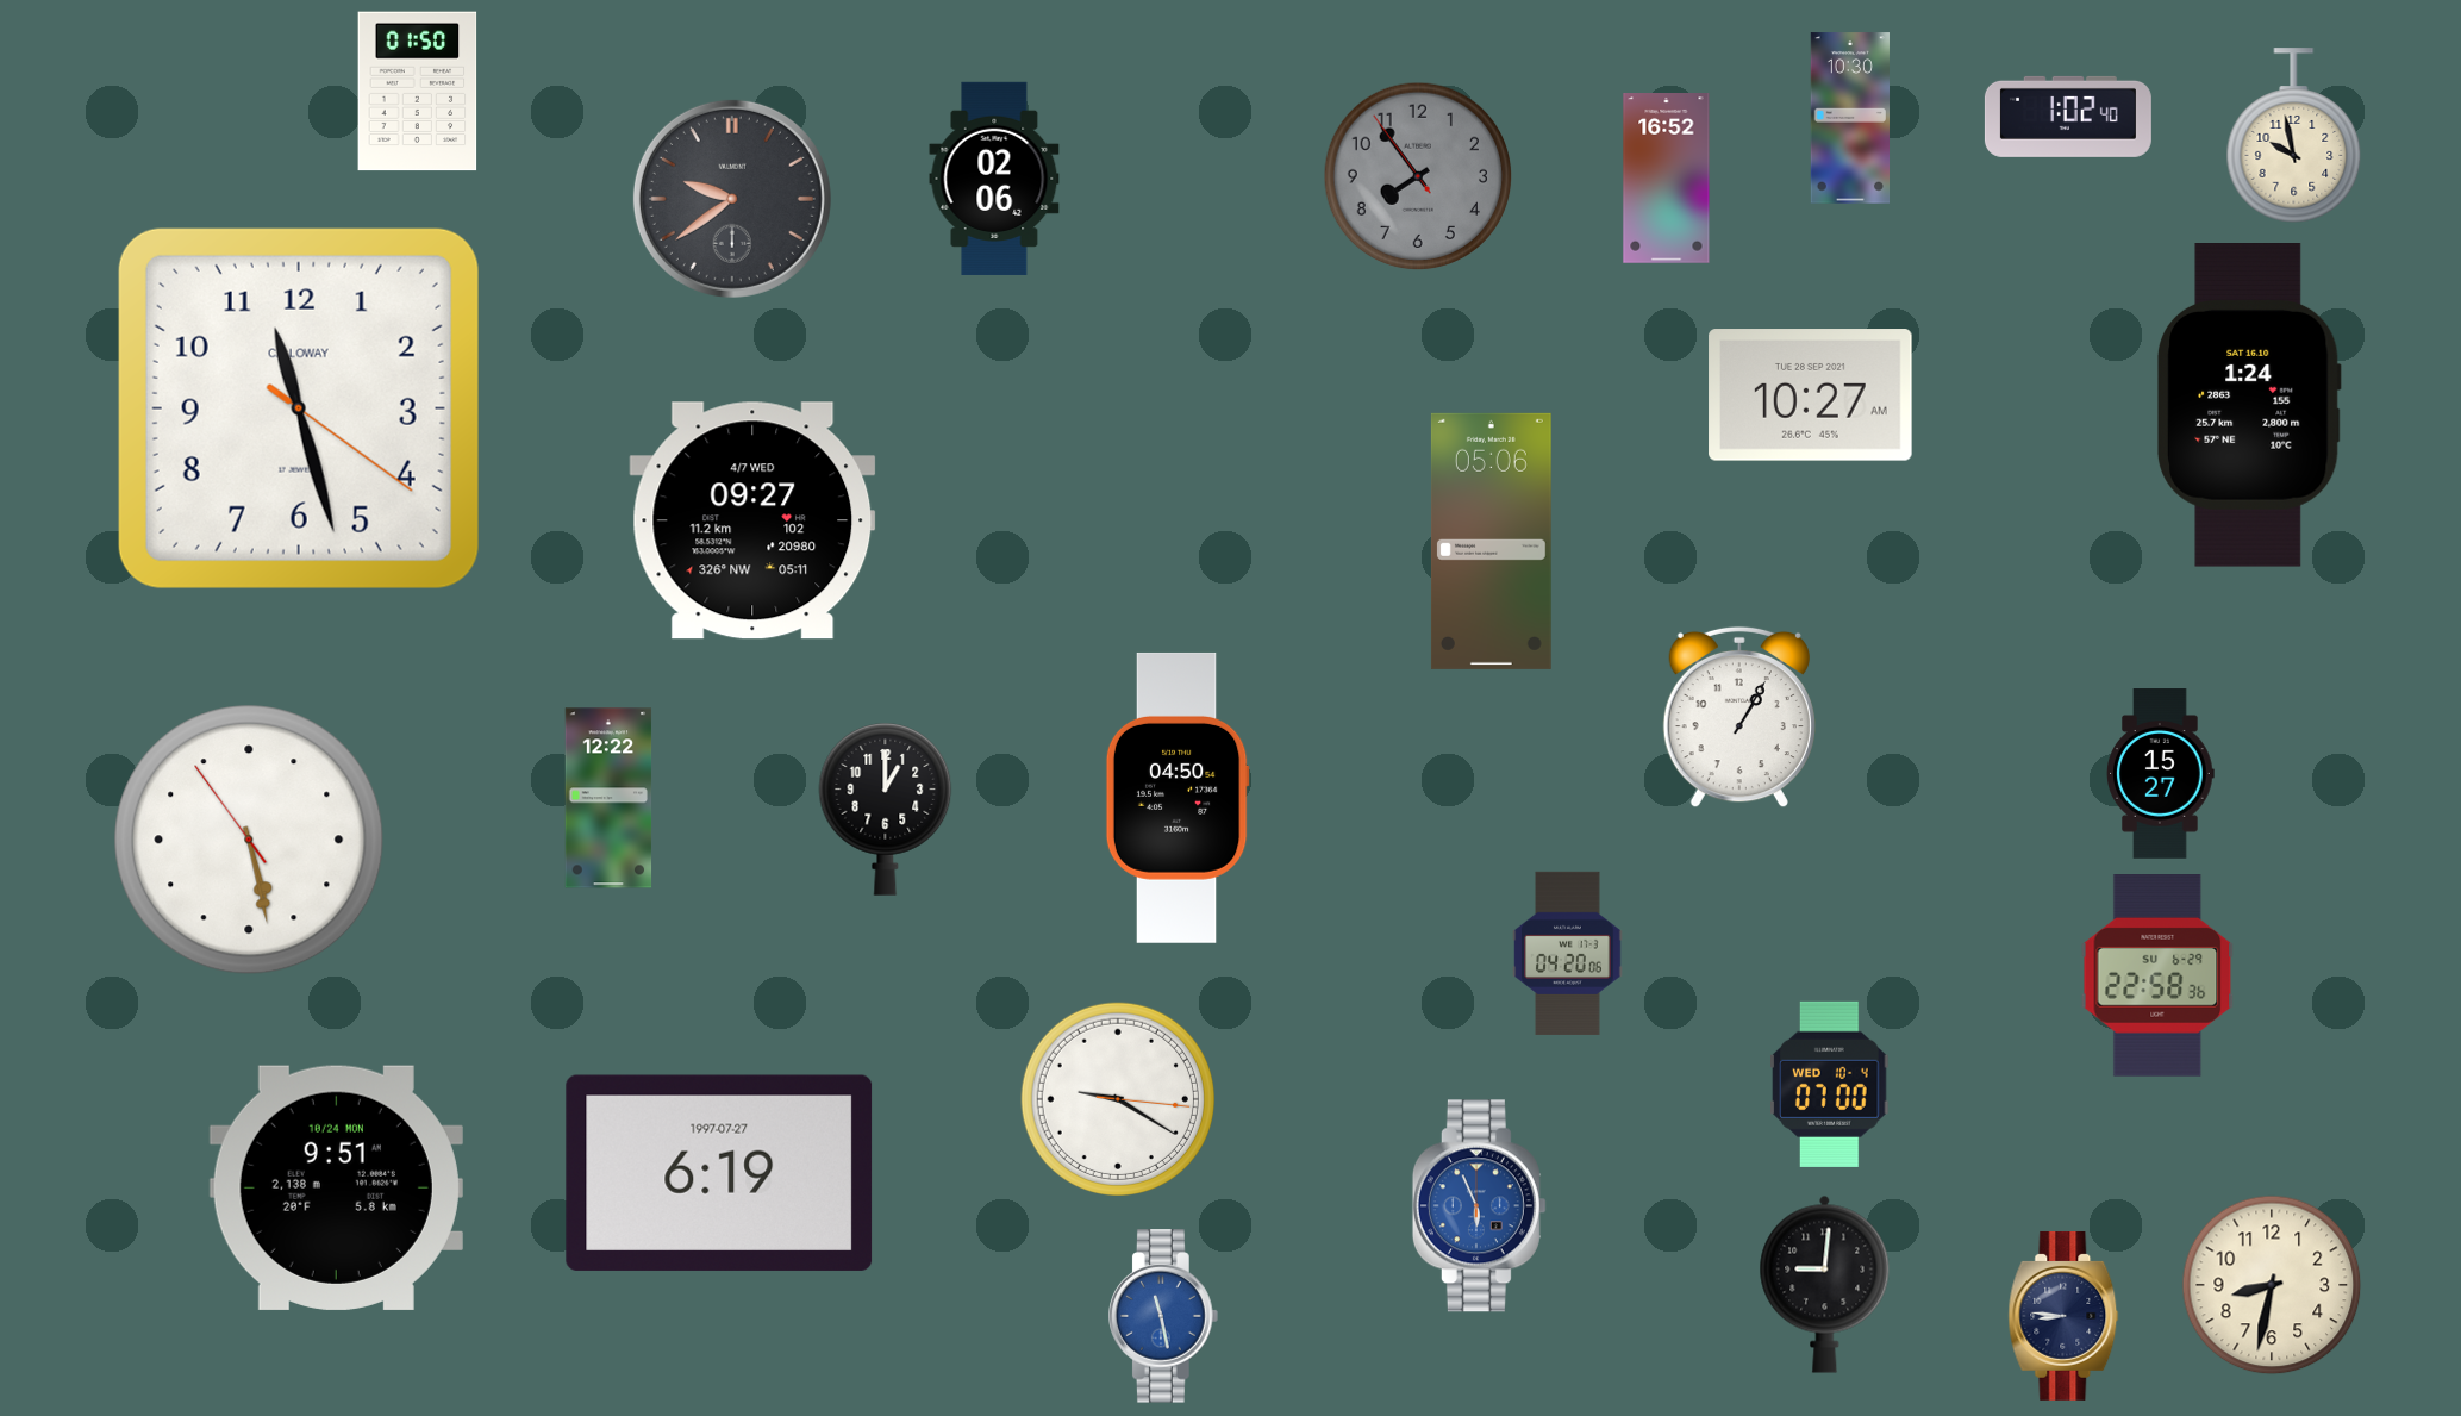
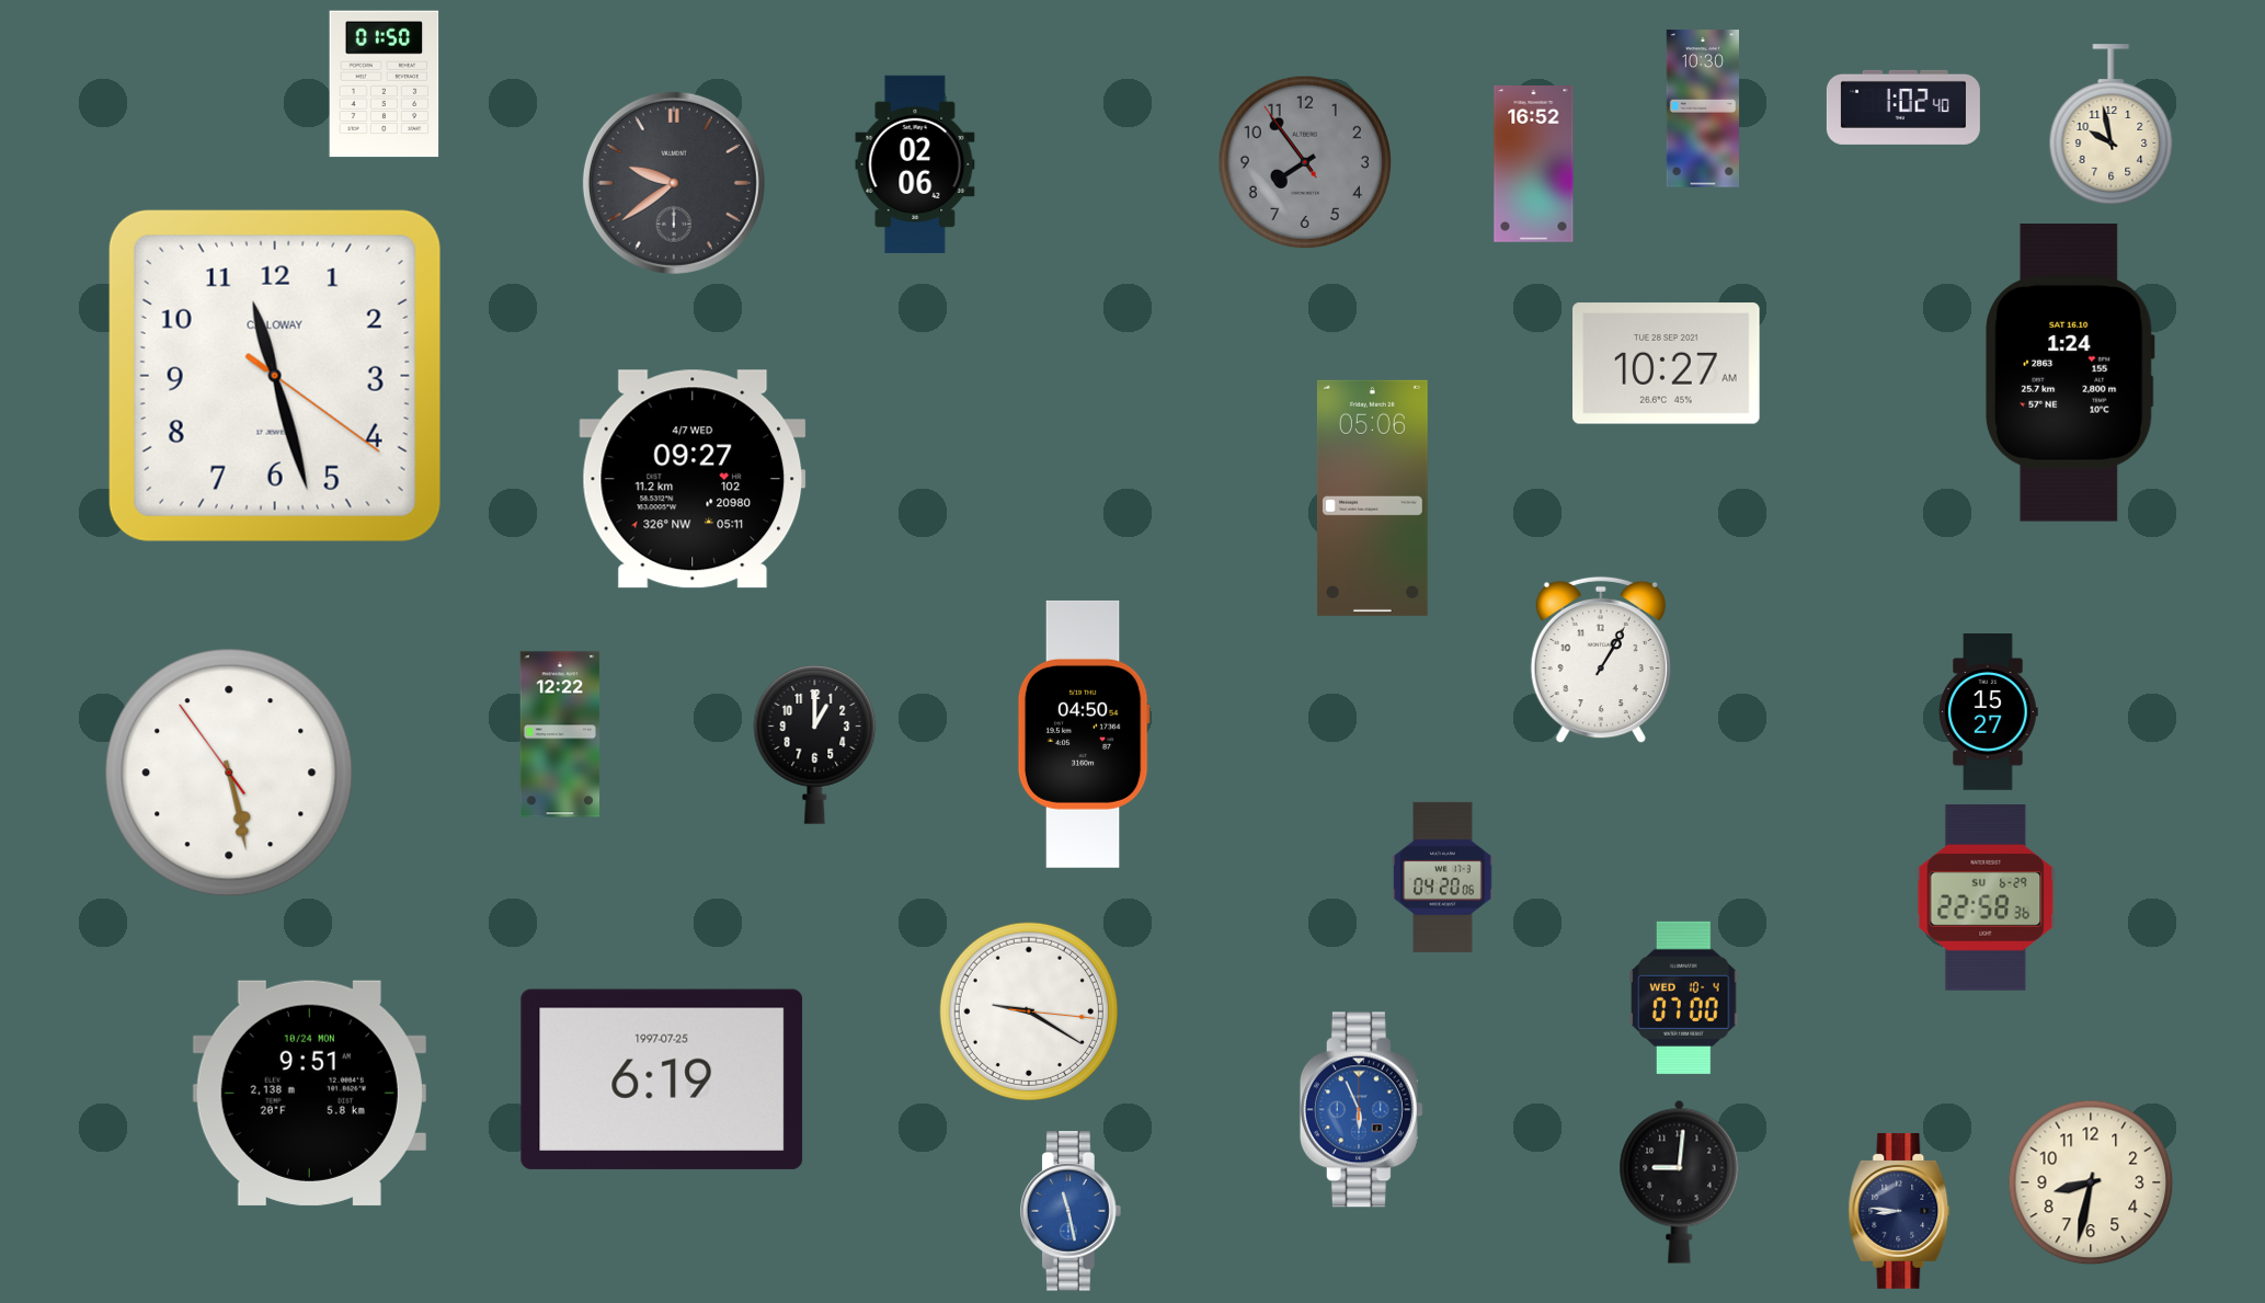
clock at (719, 1173) date: 1997-07-27 -> 1997-07-25
